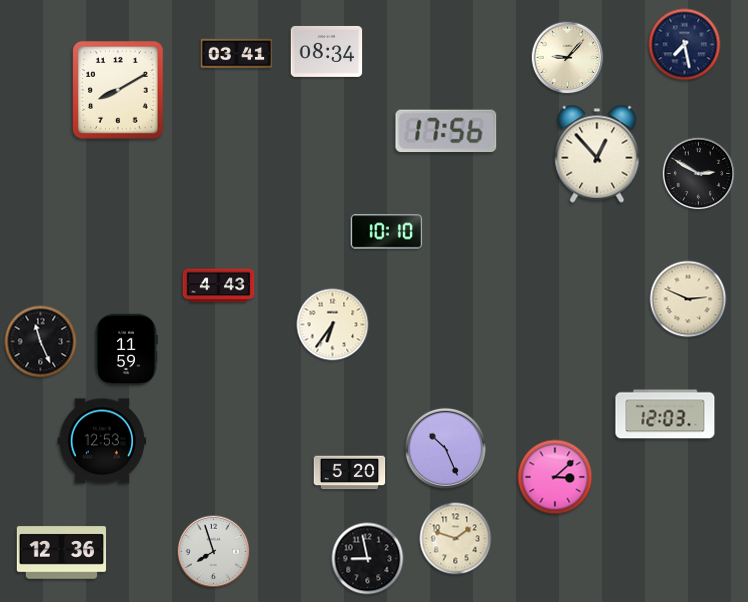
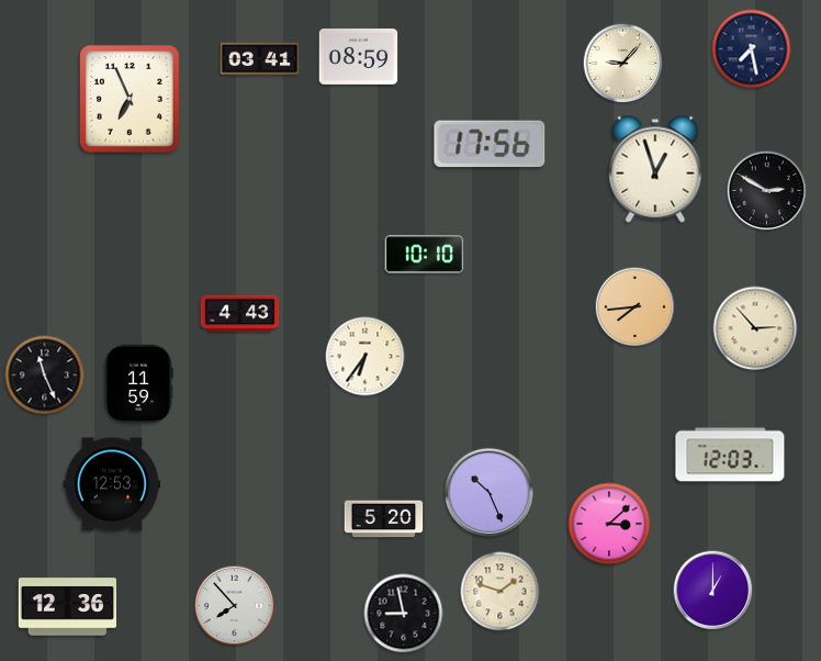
clock at (327, 51): 08:34 -> 08:59
clock at (118, 90): 8:10 -> 6:56
clock at (597, 154): 12:53 -> 12:57
clock at (636, 307): none -> 7:44
clock at (688, 299): 2:49 -> 2:53
clock at (713, 591): none -> 1:00
clock at (214, 552): 7:57 -> 7:53
